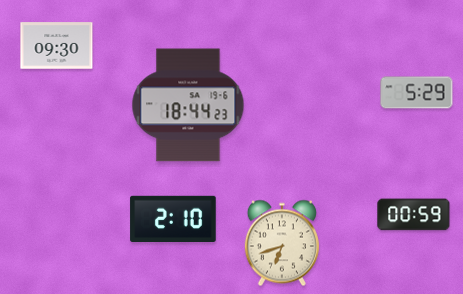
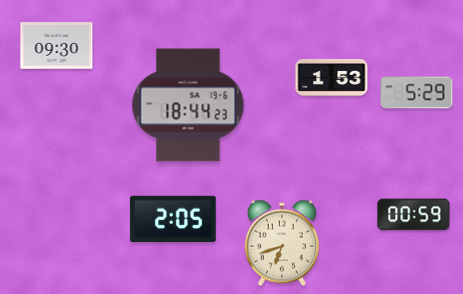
clock at (332, 78): none -> 1:53
clock at (173, 218): 2:10 -> 2:05
